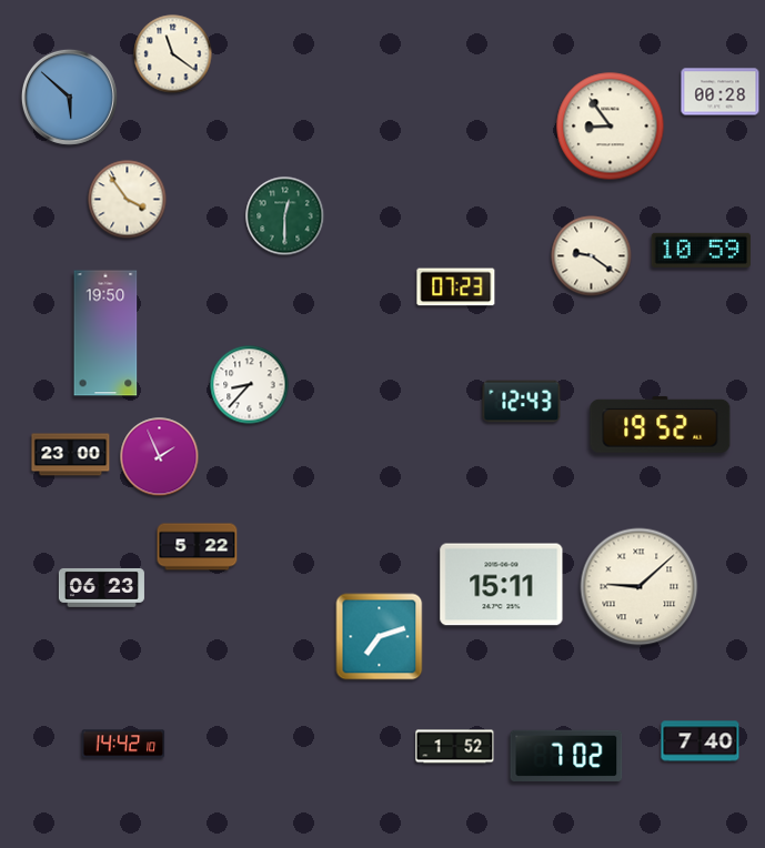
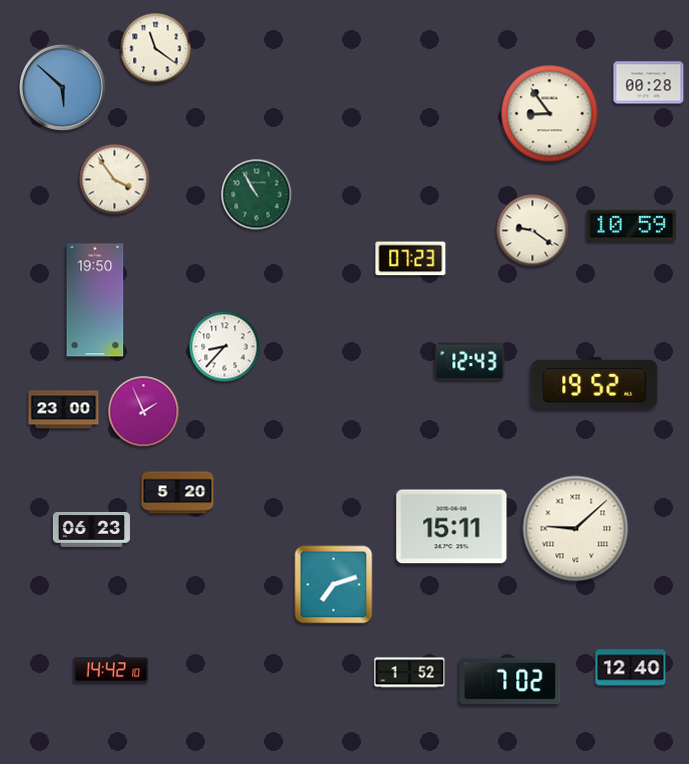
clock at (285, 216): 12:30 -> 10:55
clock at (198, 547): 5:22 -> 5:20
clock at (380, 637) position: (380, 637) -> (334, 585)
clock at (701, 741): 7:40 -> 12:40
